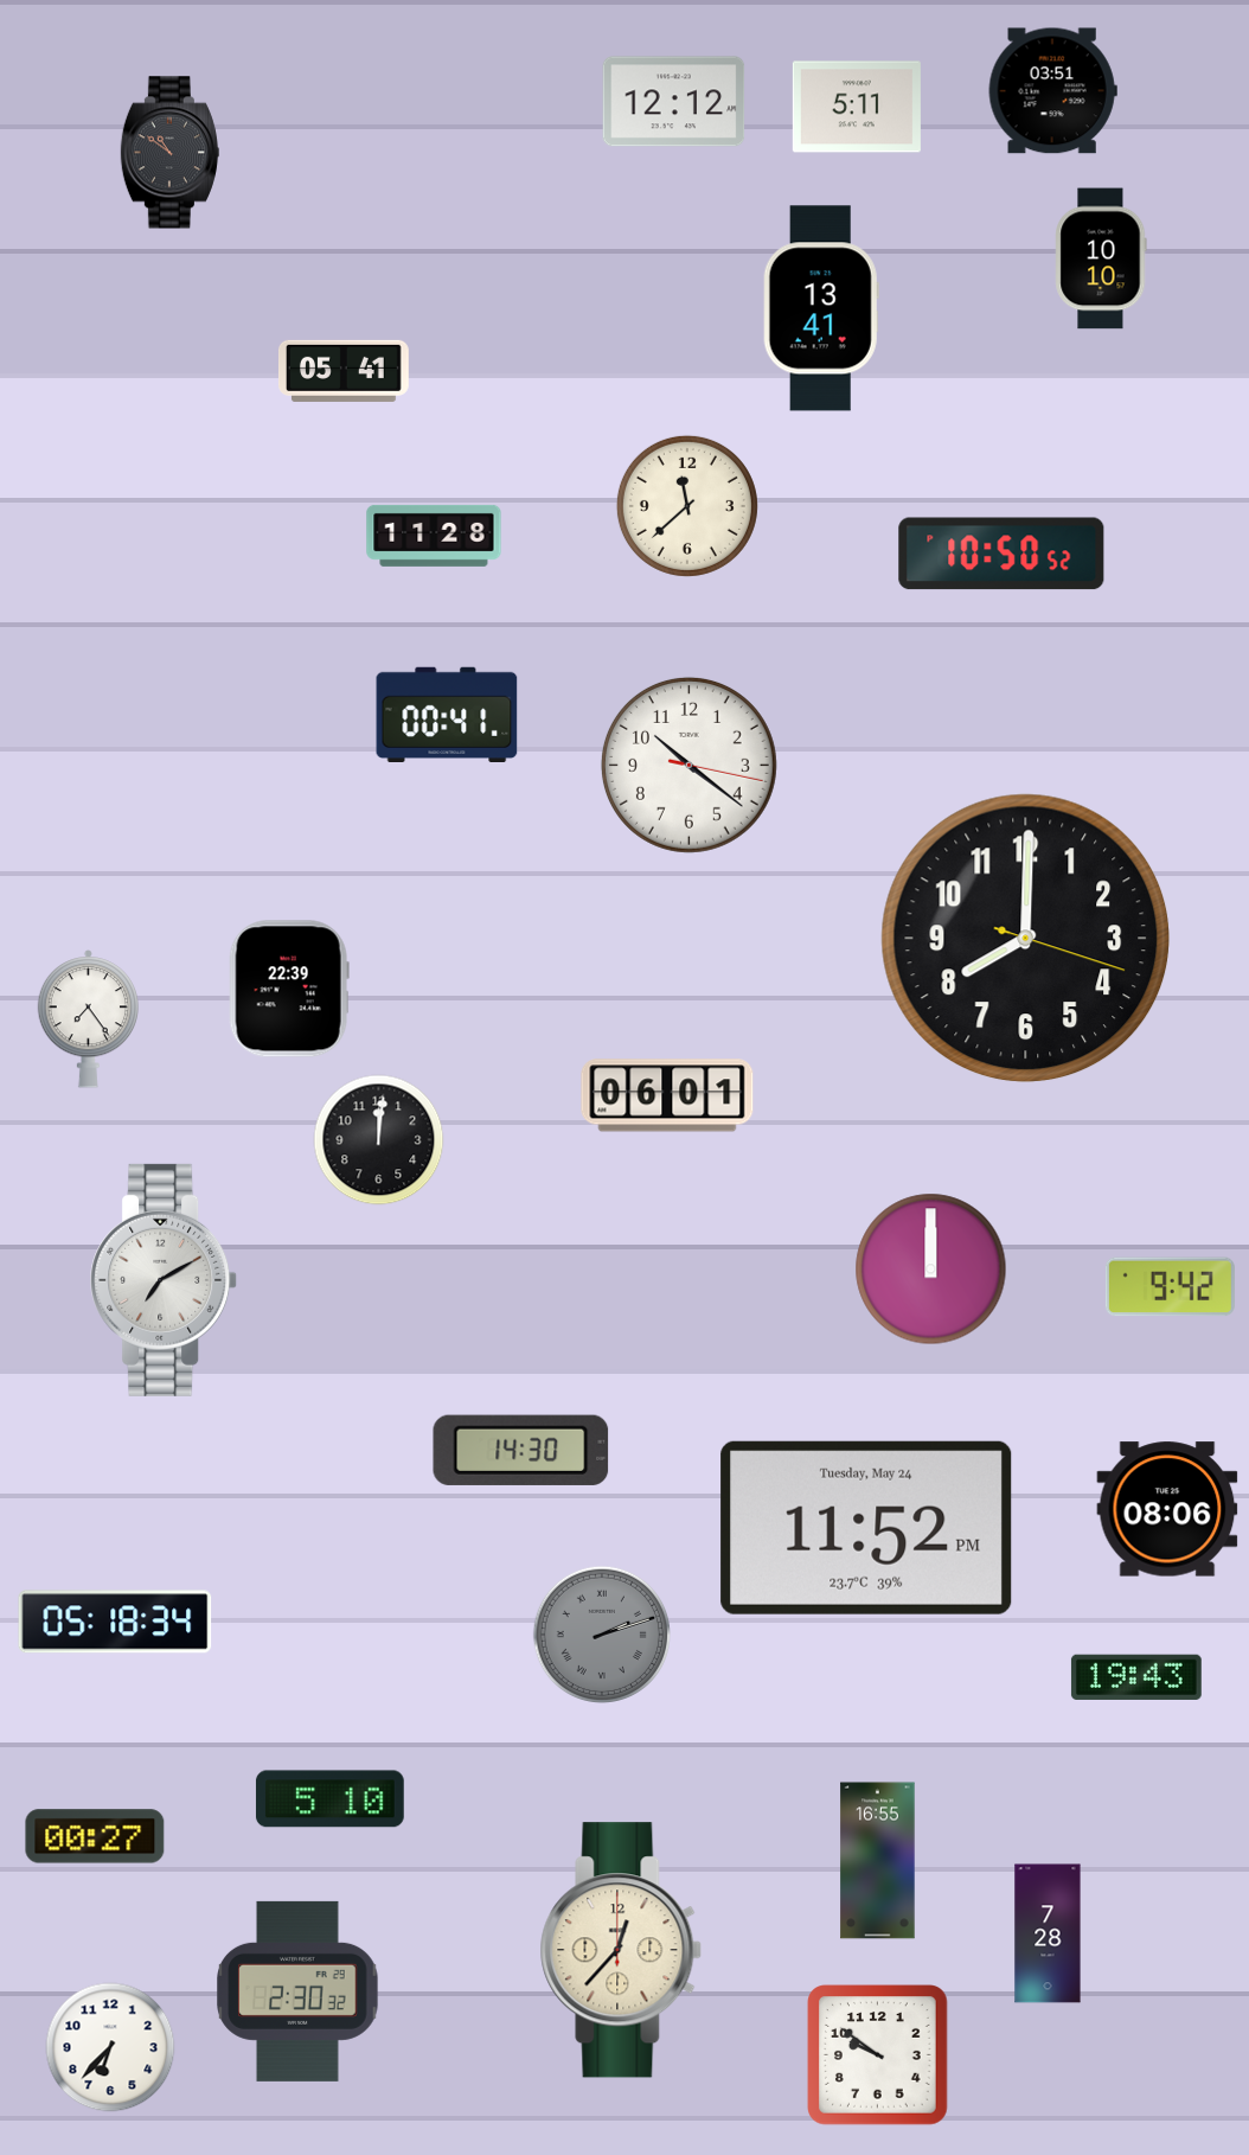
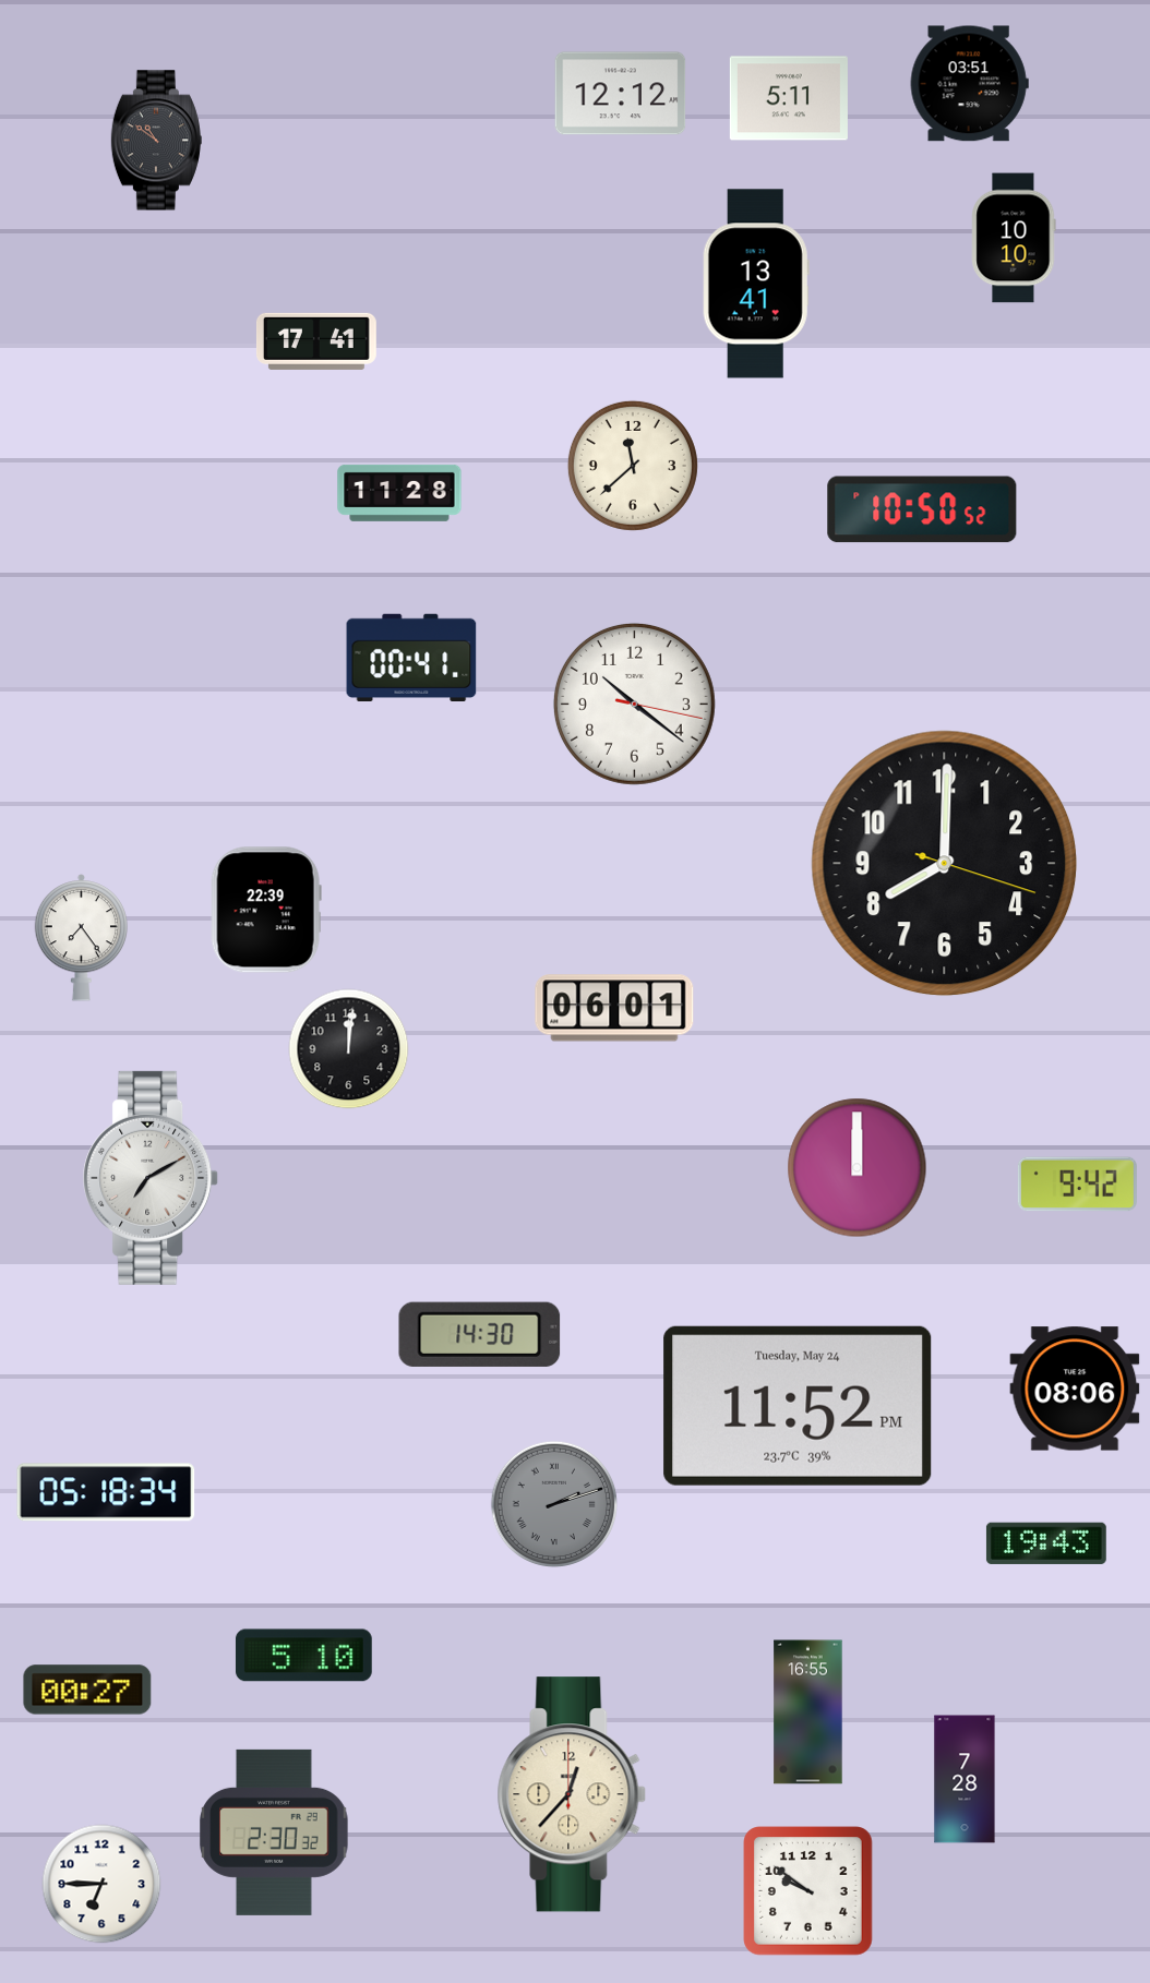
clock at (344, 371): 05:41 -> 17:41
clock at (110, 2047): 6:37 -> 6:45
